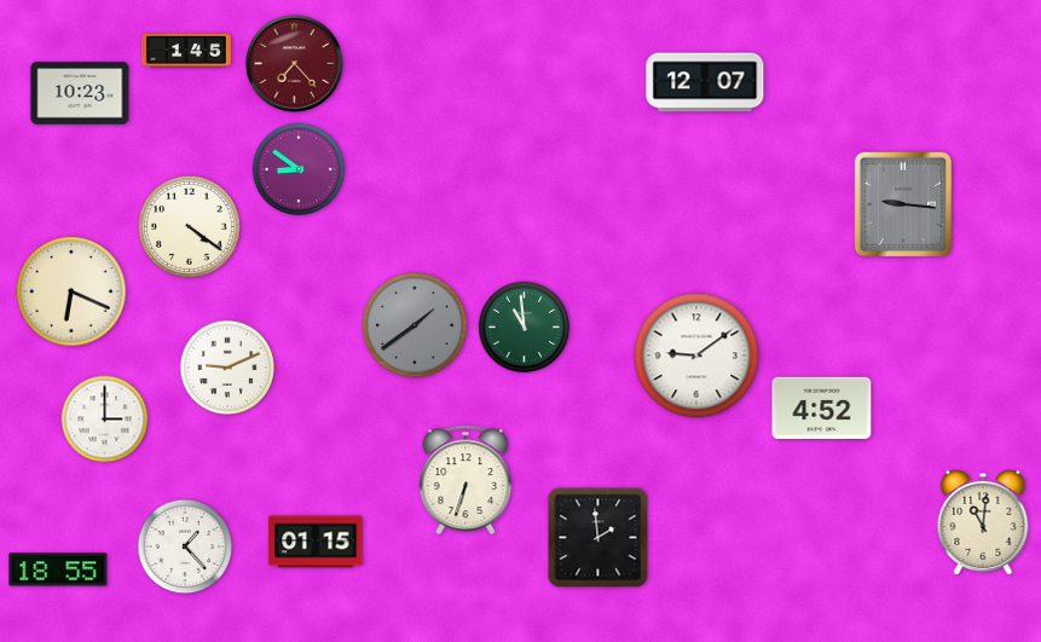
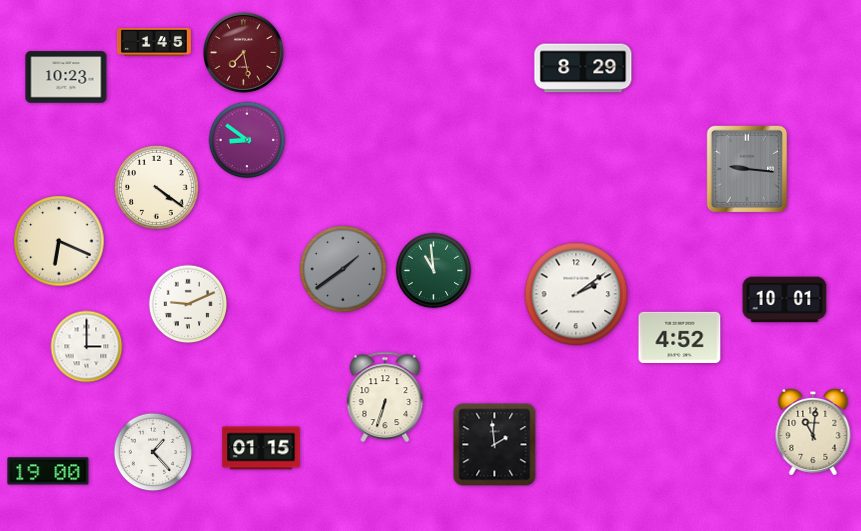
clock at (294, 63): 7:23 -> 7:28
clock at (705, 82): 12:07 -> 8:29
clock at (696, 355): 9:09 -> 2:09
clock at (785, 300): none -> 10:01
clock at (58, 569): 18:55 -> 19:00
